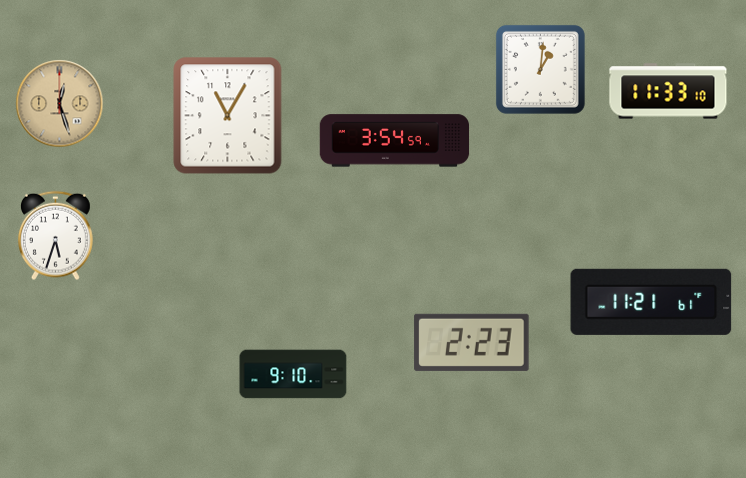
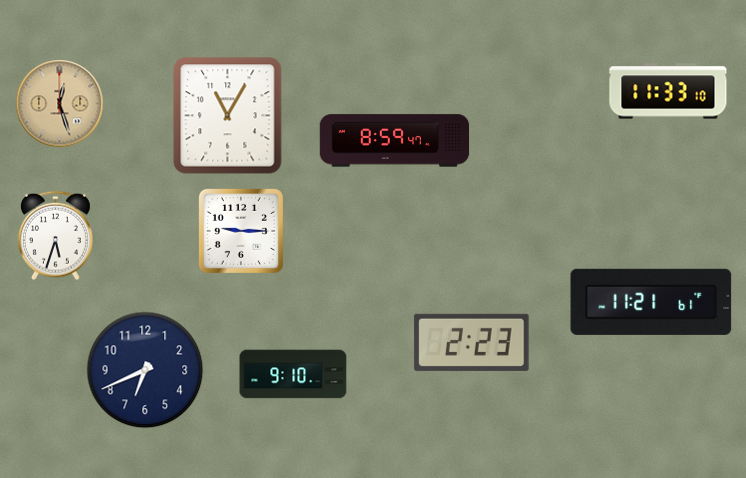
clock at (540, 69): 1:01 -> none
clock at (395, 141): 3:54 -> 8:59
clock at (241, 231): none -> 9:15
clock at (145, 370): none -> 6:41
